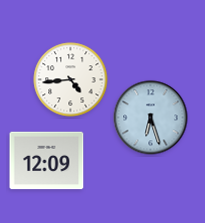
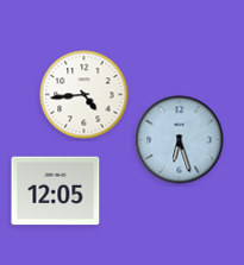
clock at (47, 161): 12:09 -> 12:05
